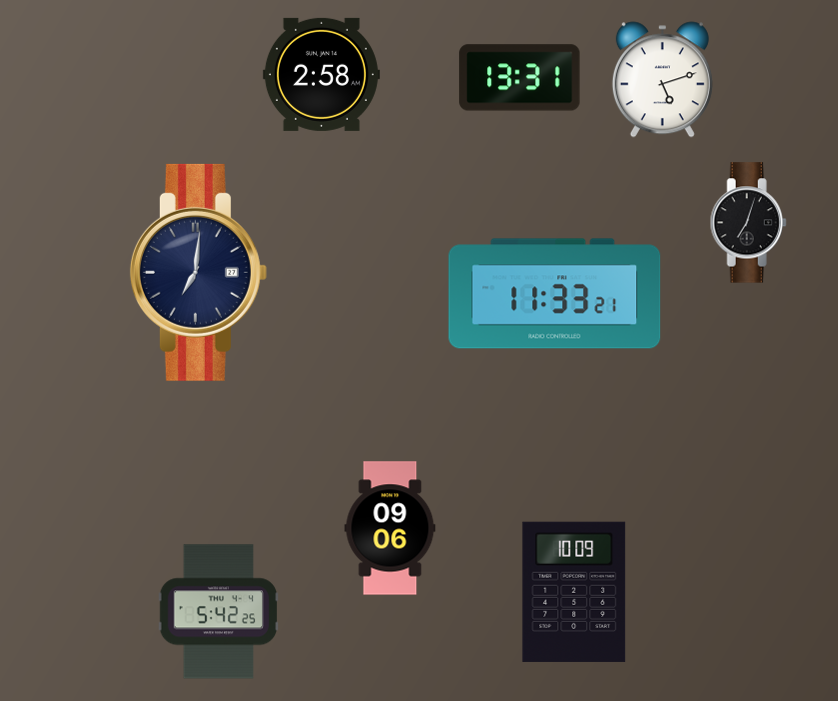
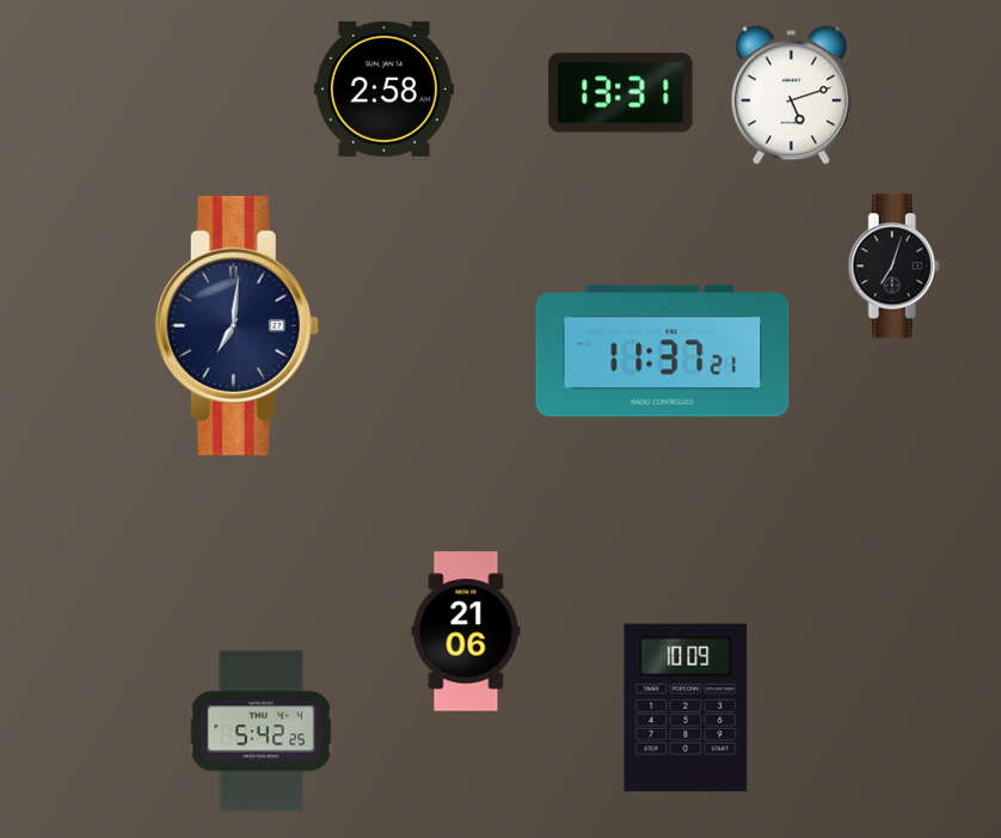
clock at (555, 294): 11:33 -> 11:37
clock at (390, 528): 09:06 -> 21:06
